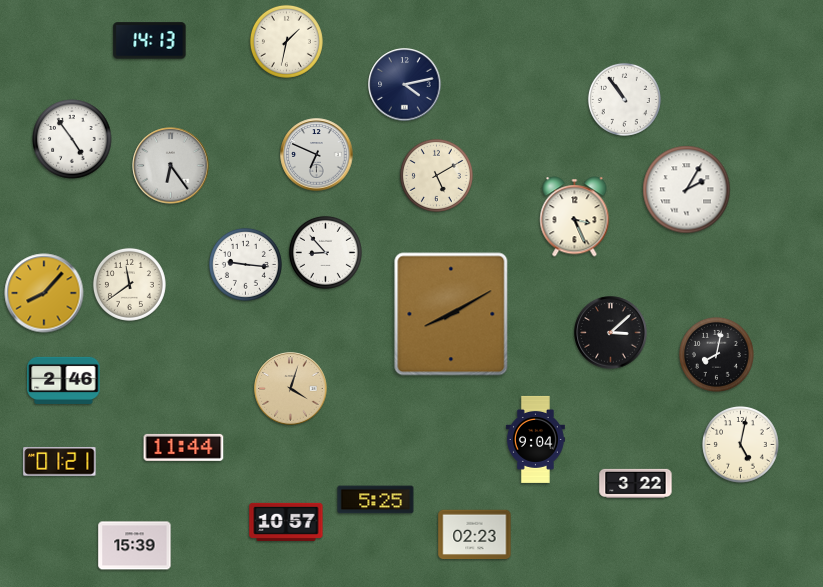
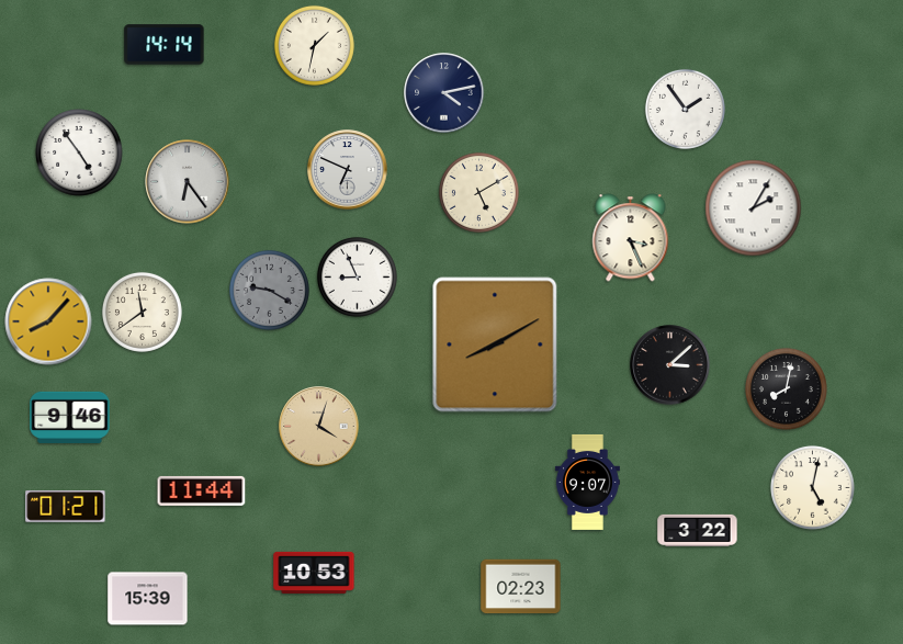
clock at (150, 41): 14:13 -> 14:14
clock at (624, 99): 10:54 -> 1:54
clock at (325, 252): 8:53 -> 8:56
clock at (245, 264): 9:16 -> 9:20
clock at (245, 264) dial: white -> grey
clock at (64, 380): 2:46 -> 9:46
clock at (535, 439): 9:04 -> 9:07
clock at (376, 500): 5:25 -> none
clock at (286, 522): 10:57 -> 10:53
